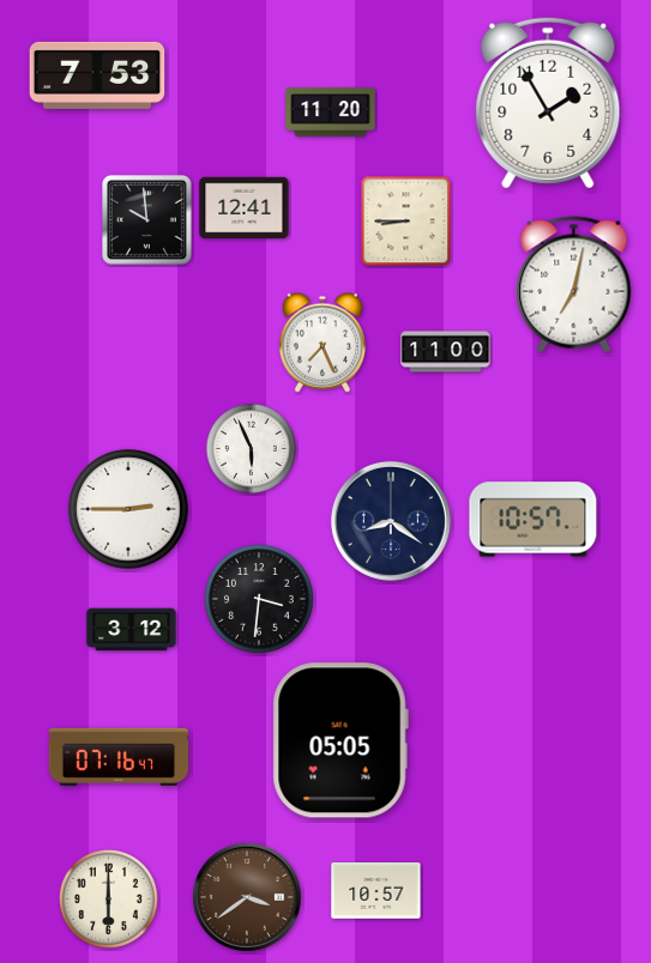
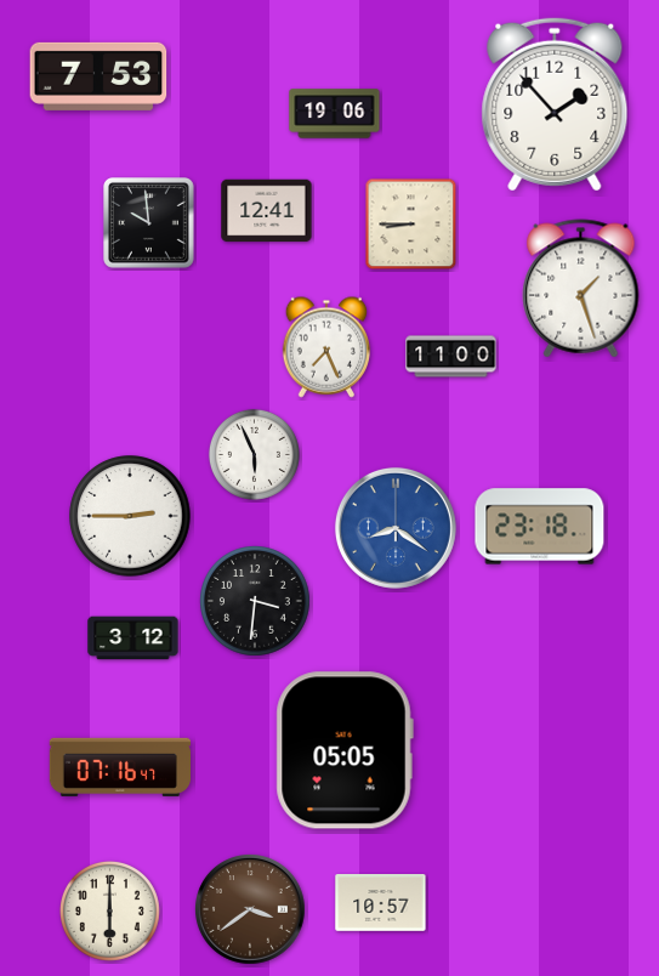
clock at (548, 103): 1:55 -> 1:53
clock at (331, 113): 11:20 -> 19:06
clock at (245, 208) position: (245, 208) -> (267, 211)
clock at (574, 285): 7:02 -> 1:27
clock at (534, 520): 10:57 -> 23:18
clock at (391, 521) dial: navy -> blue
clock at (259, 599) position: (259, 599) -> (255, 601)
